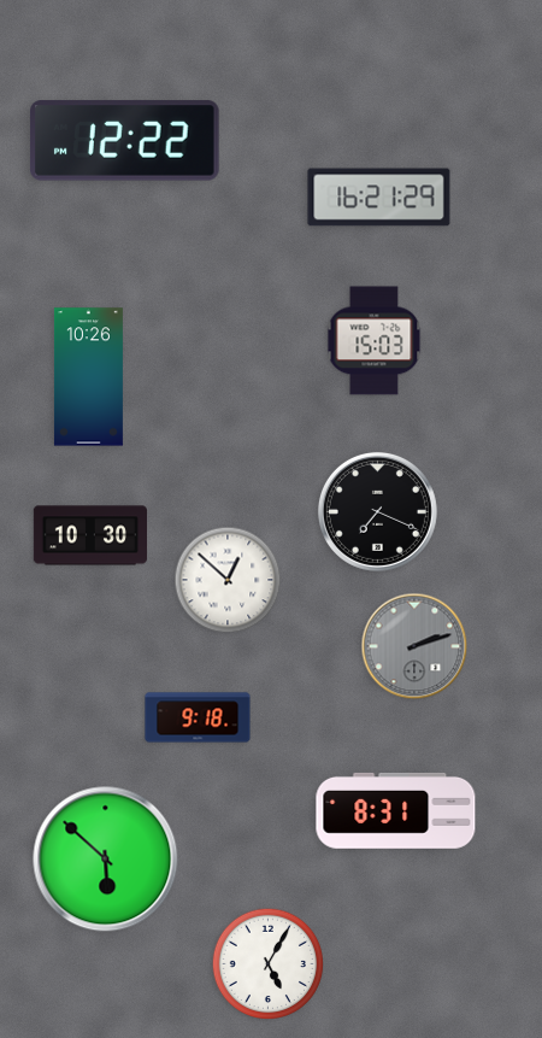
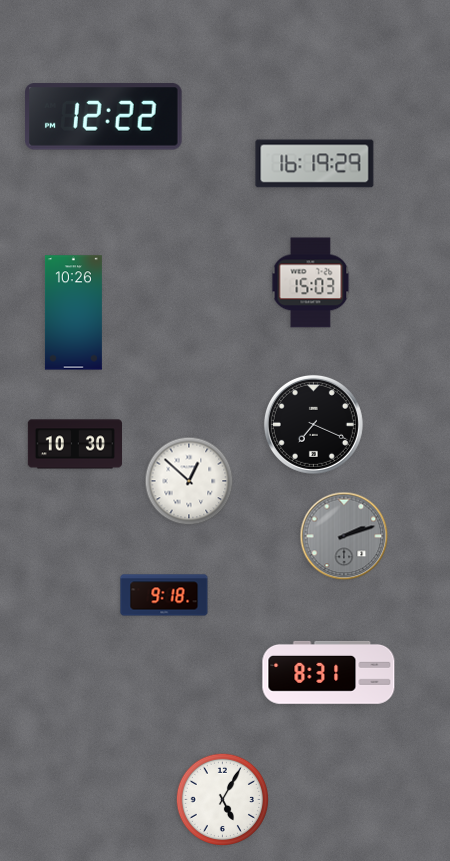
clock at (379, 198): 16:21 -> 16:19
clock at (106, 860): 5:52 -> none
